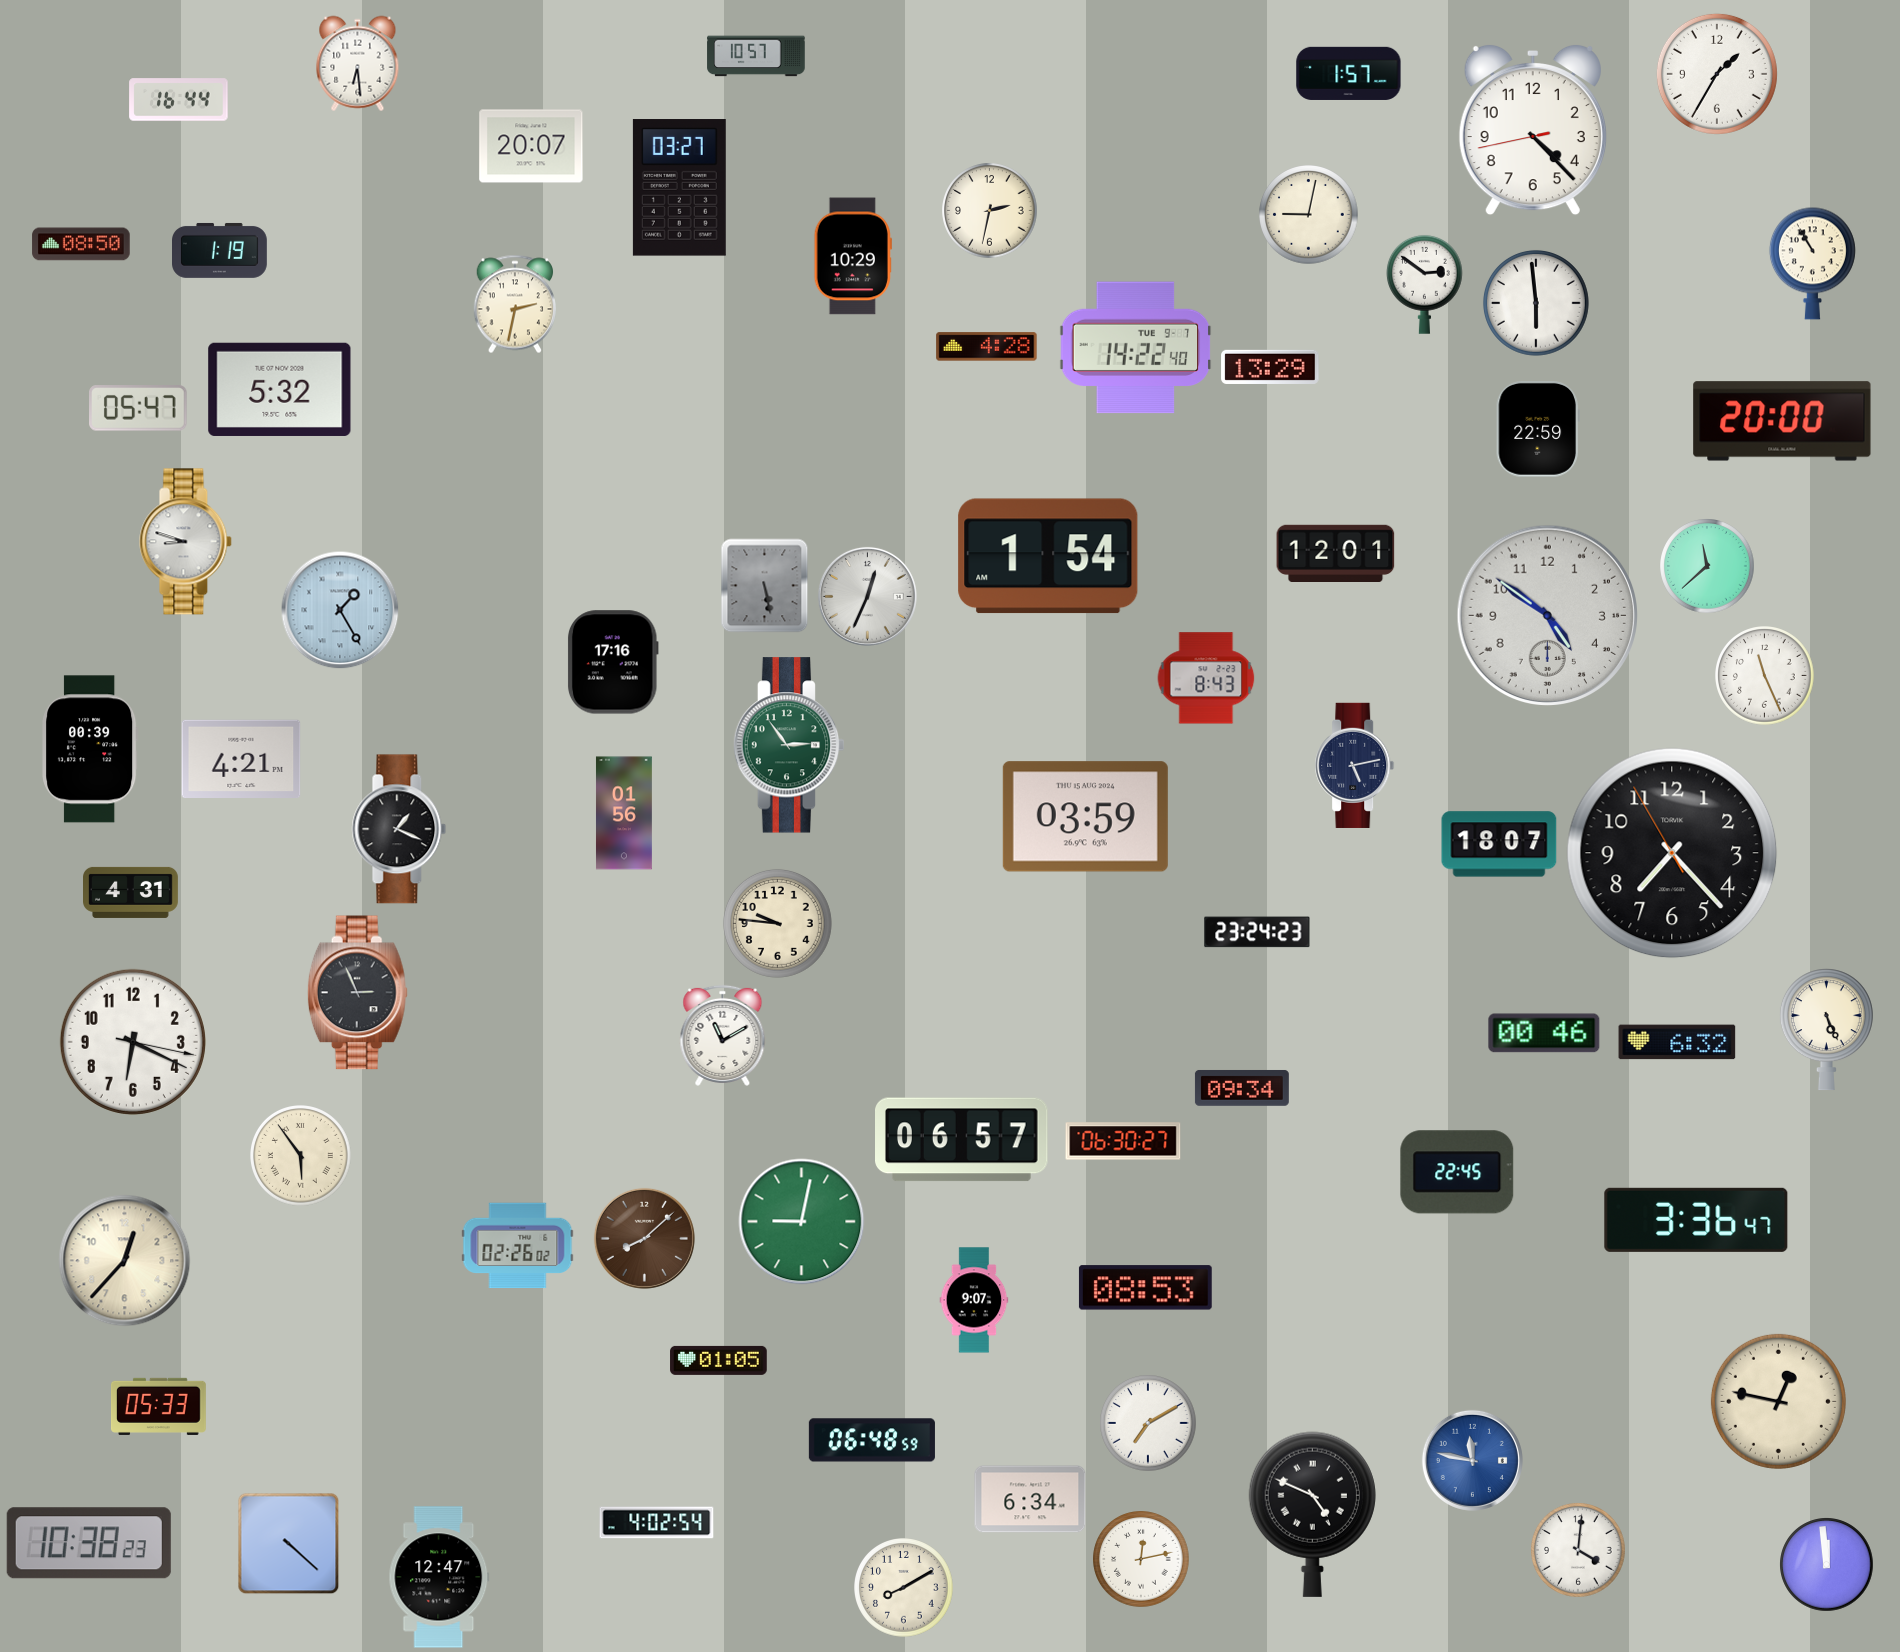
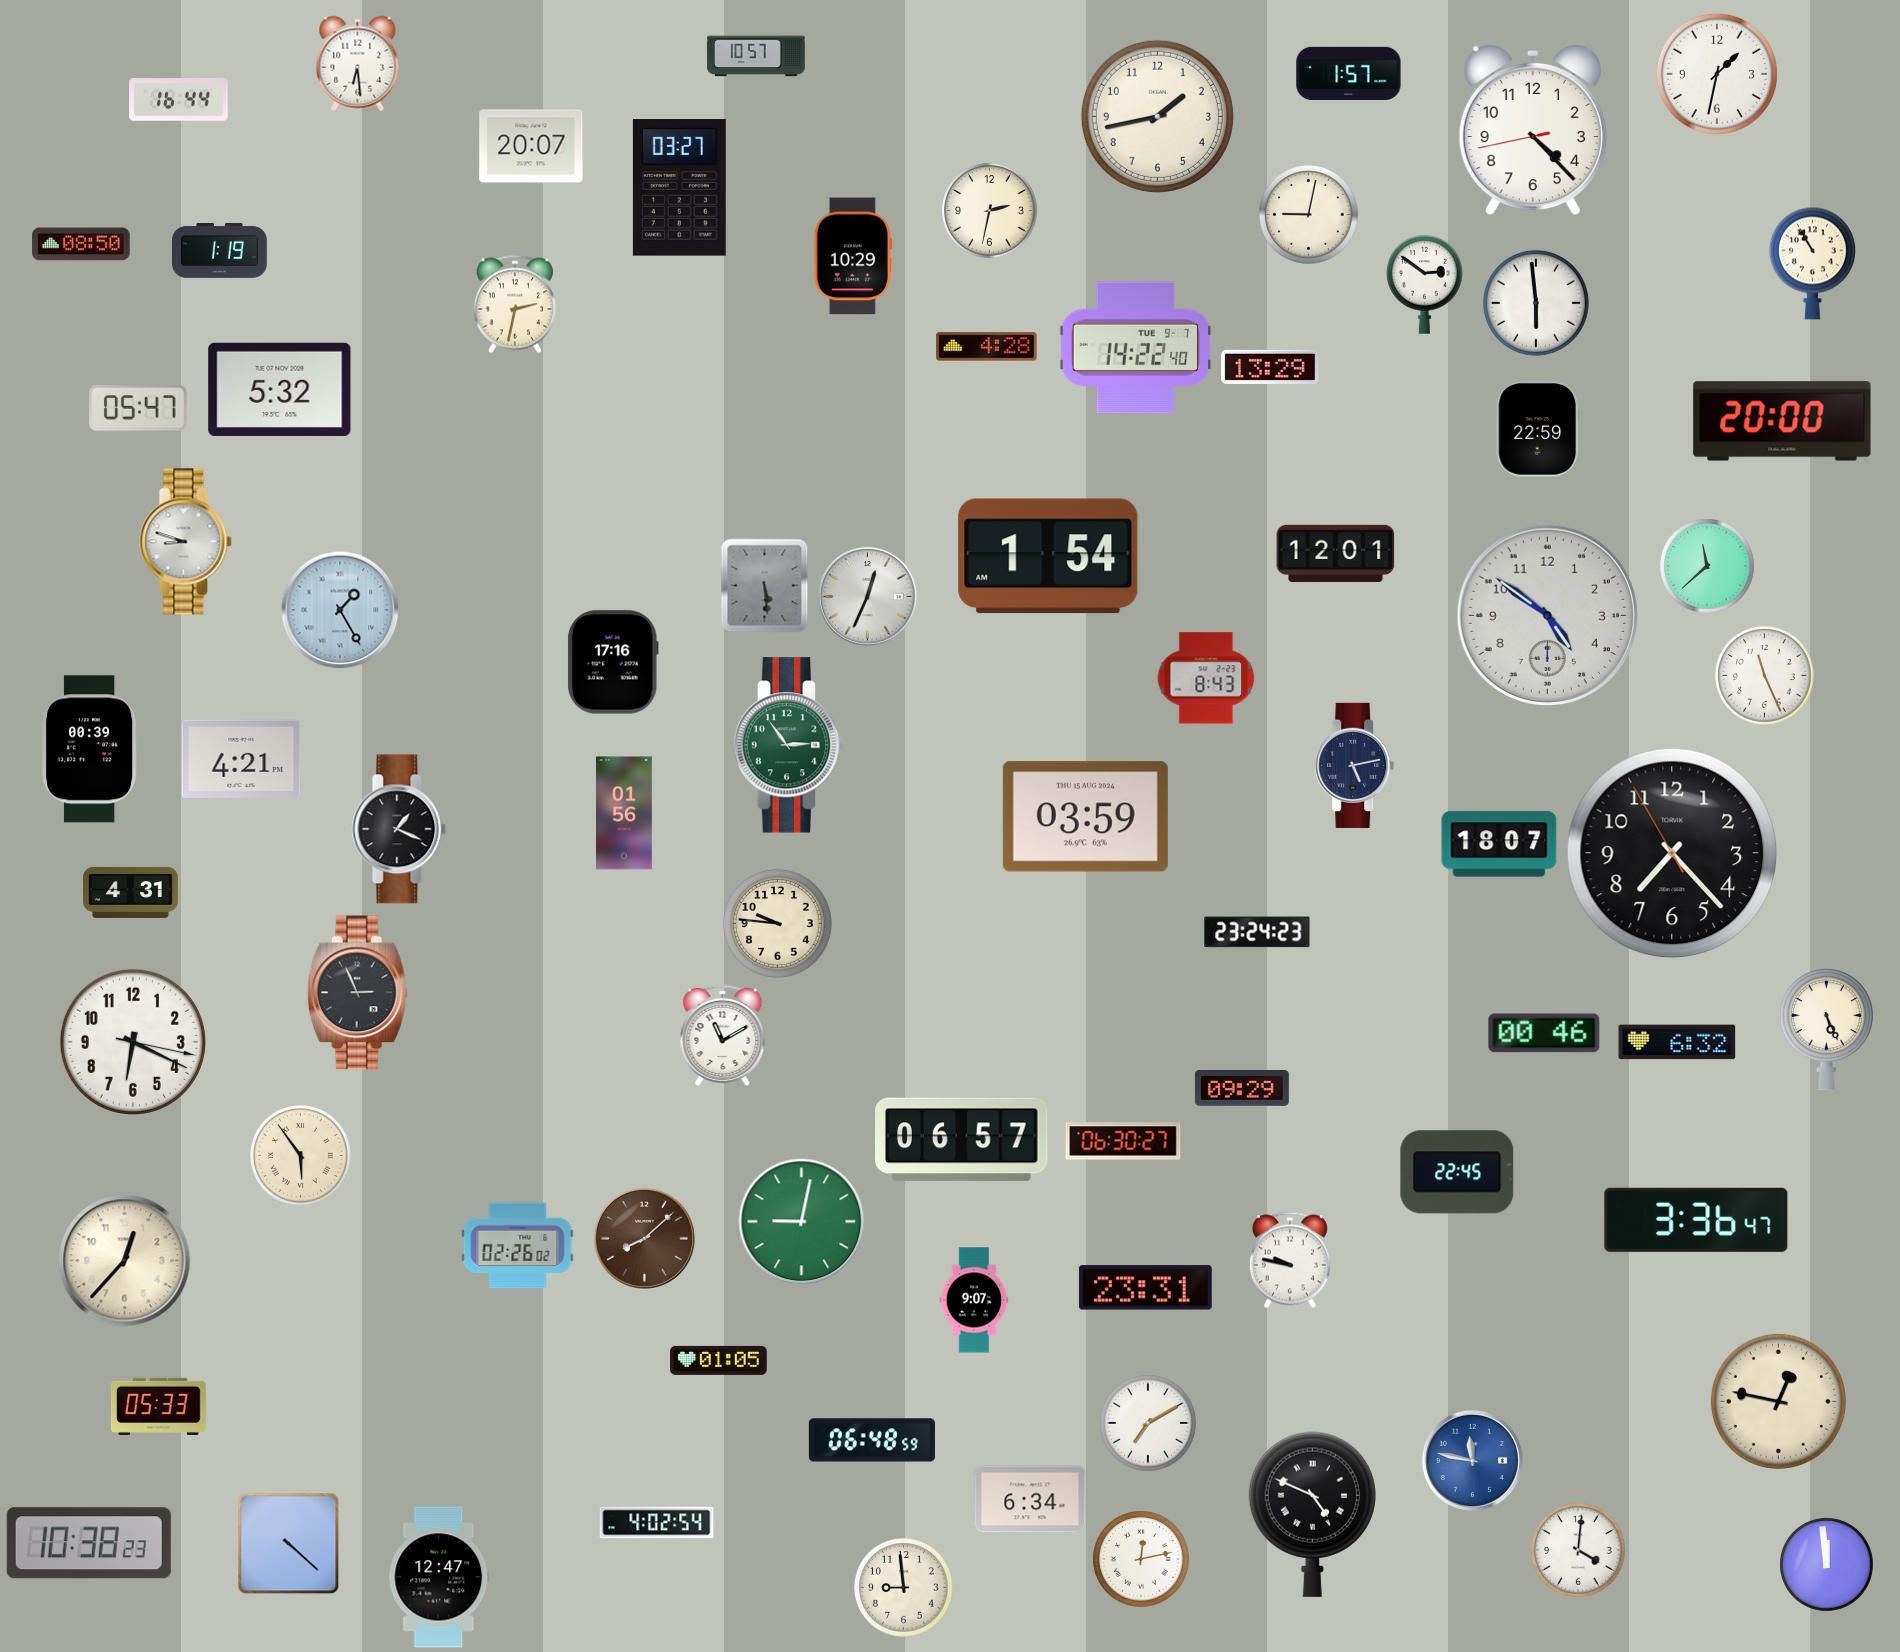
clock at (1717, 74): 1:35 -> 1:32
clock at (1157, 116): none -> 1:43
clock at (765, 586): 5:28 -> 5:29
clock at (1242, 1088): 09:34 -> 09:29
clock at (1290, 1260): none -> 9:47
clock at (1145, 1288): 08:53 -> 23:31
clock at (904, 1588): 8:10 -> 8:59
